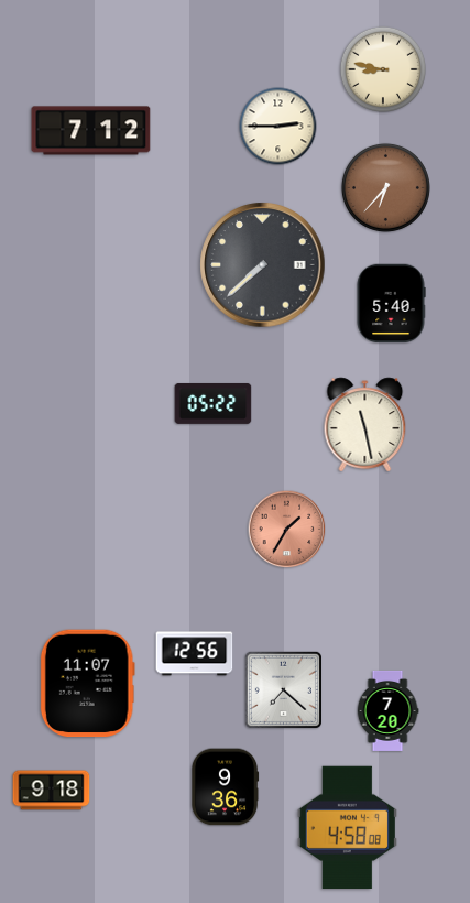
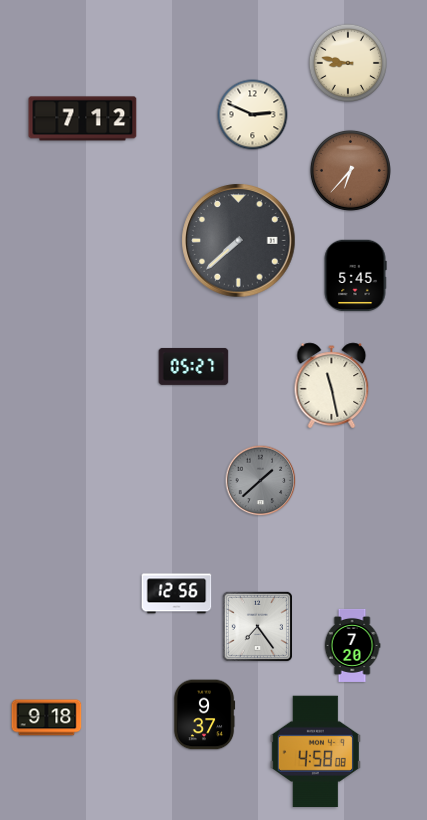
clock at (278, 127): 2:45 -> 2:49
clock at (391, 304): 5:40 -> 5:45
clock at (214, 403): 05:22 -> 05:27
clock at (287, 530): 1:35 -> 1:38
clock at (287, 530) dial: salmon -> grey
clock at (87, 684): 11:07 -> none
clock at (283, 689): 7:22 -> 7:24
clock at (225, 787): 9:36 -> 9:37
